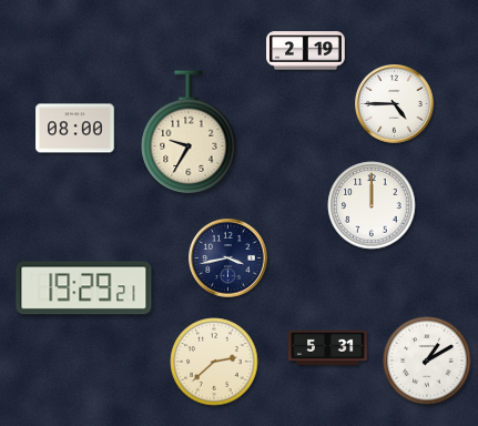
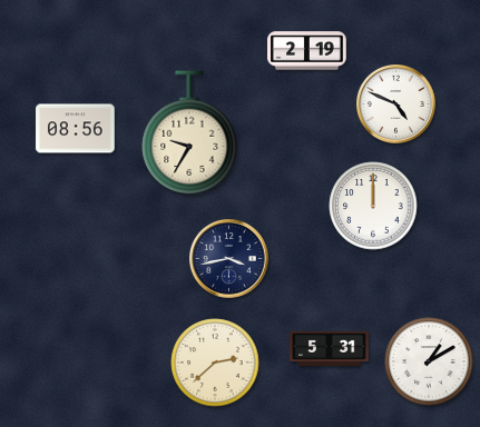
clock at (395, 104): 4:45 -> 4:49
clock at (75, 129): 08:00 -> 08:56
clock at (84, 288): 19:29 -> none
